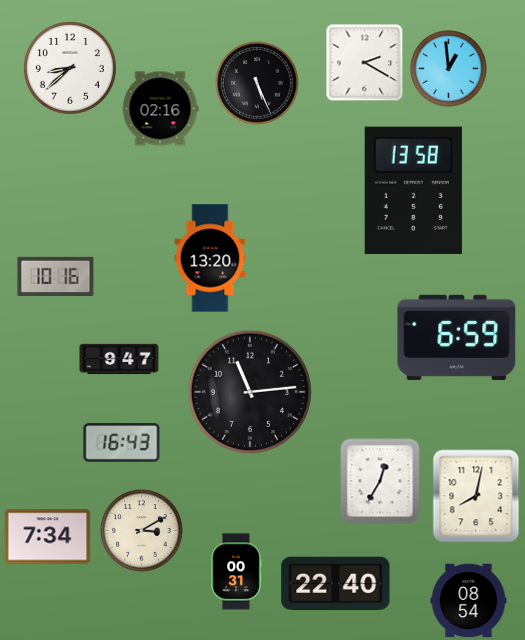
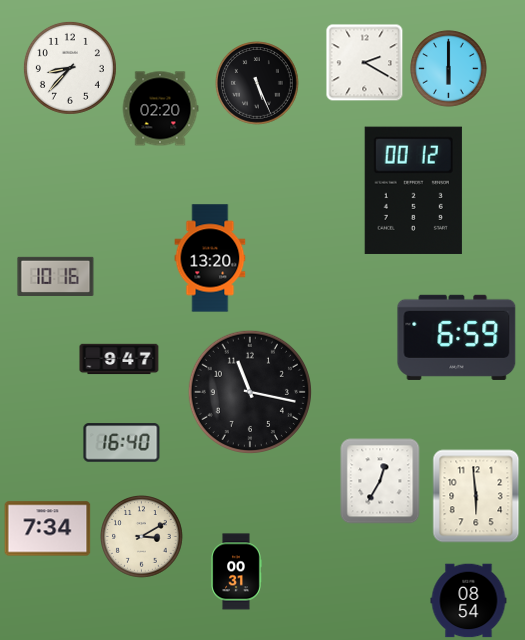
clock at (70, 68): 8:38 -> 8:37
clock at (449, 69): 12:59 -> 6:00
clock at (160, 109): 02:16 -> 02:20
clock at (413, 190): 13:58 -> 00:12
clock at (250, 392): 11:14 -> 11:17
clock at (122, 443): 16:43 -> 16:40
clock at (476, 496): 8:02 -> 5:59
clock at (142, 531) position: (142, 531) -> (142, 537)
clock at (48, 537) position: (48, 537) -> (48, 529)
clock at (336, 584): 22:40 -> none
